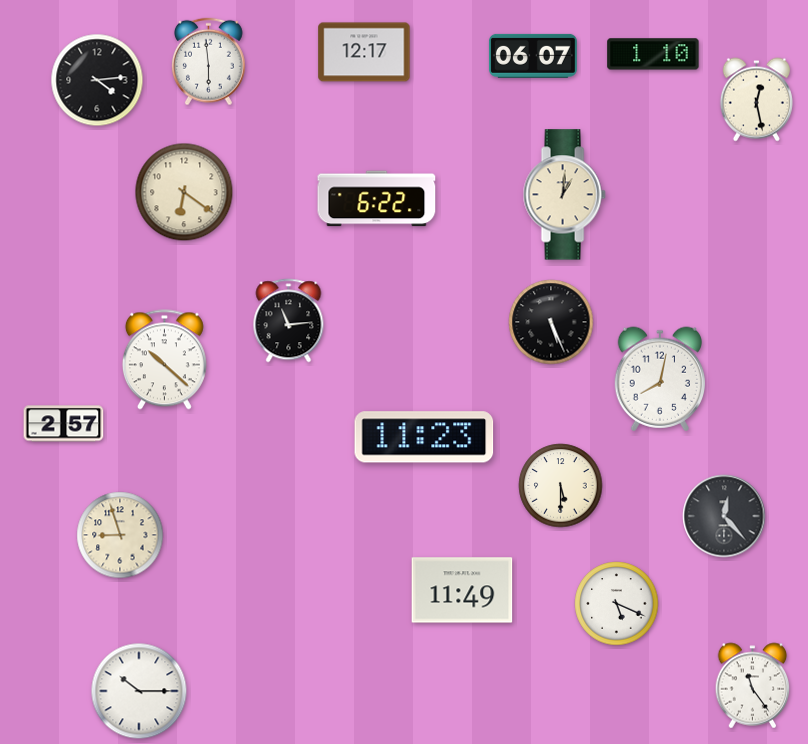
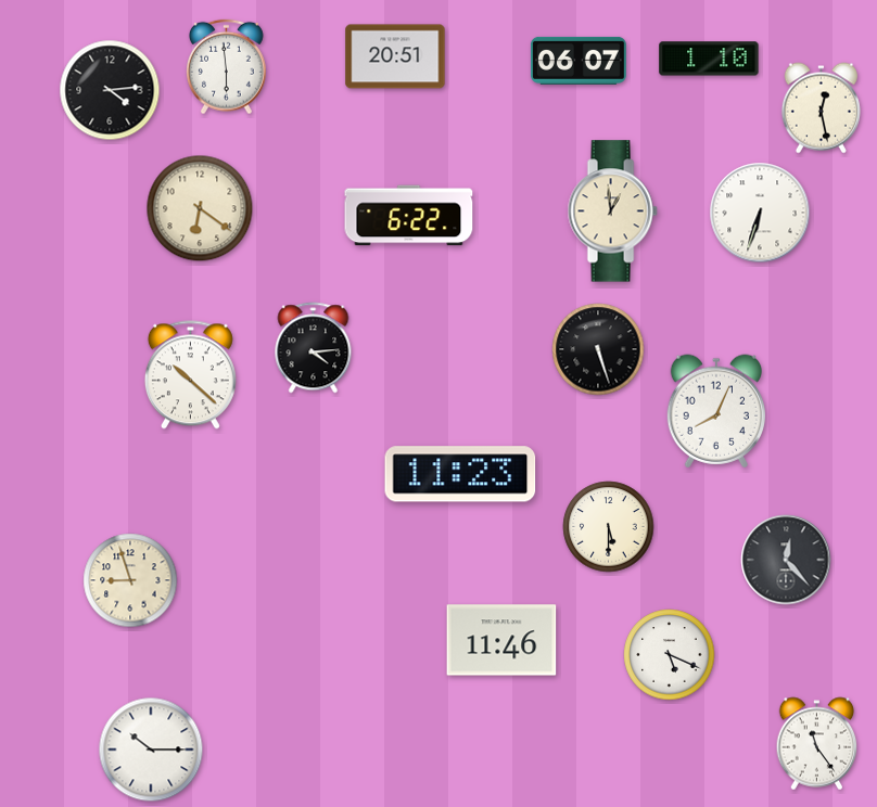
clock at (364, 52): 12:17 -> 20:51
clock at (97, 80) position: (97, 80) -> (110, 90)
clock at (564, 195): 1:01 -> 12:59
clock at (760, 213): none -> 6:33
clock at (289, 321): 11:14 -> 4:14
clock at (551, 322): 5:26 -> 5:27
clock at (164, 360) position: (164, 360) -> (190, 375)
clock at (659, 379): 8:02 -> 8:04
clock at (64, 424): 2:57 -> none
clock at (462, 590): 11:49 -> 11:46
